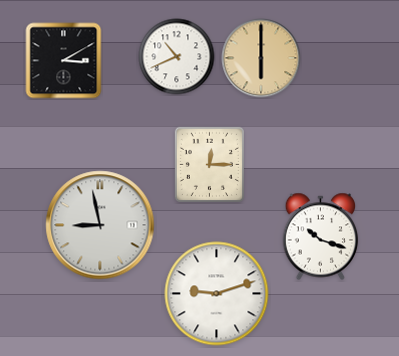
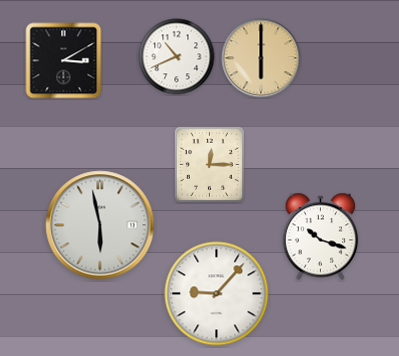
clock at (100, 225): 8:58 -> 5:58
clock at (217, 294): 9:12 -> 9:07
